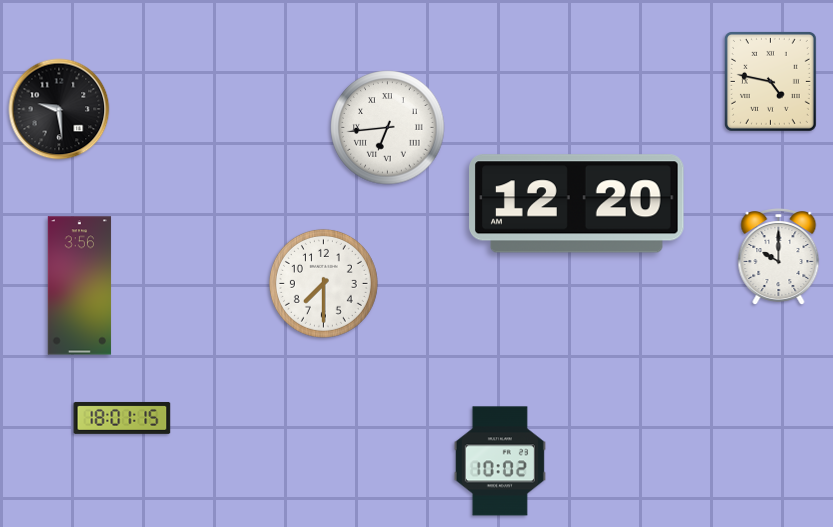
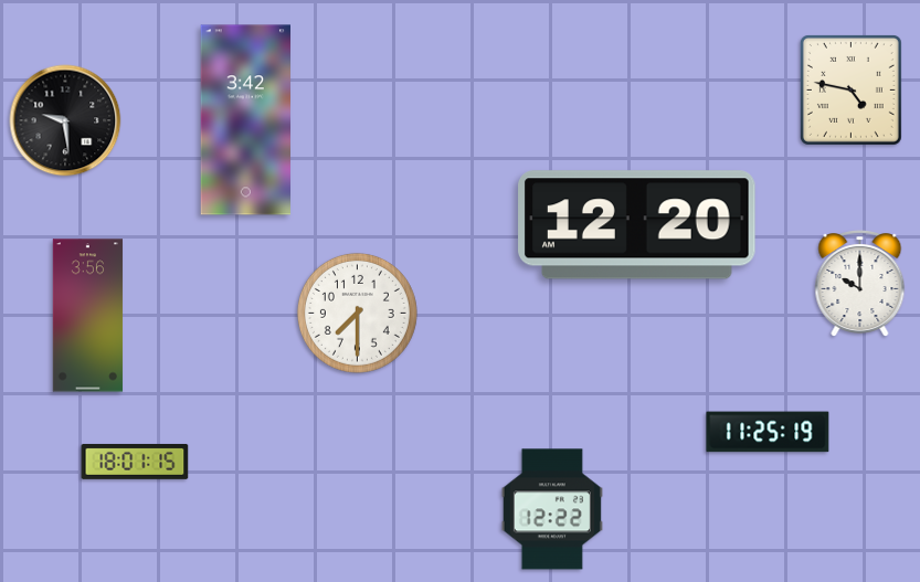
clock at (245, 120): none -> 3:42
clock at (388, 128): 6:44 -> none
clock at (768, 432): none -> 11:25
clock at (500, 461): 10:02 -> 12:22
